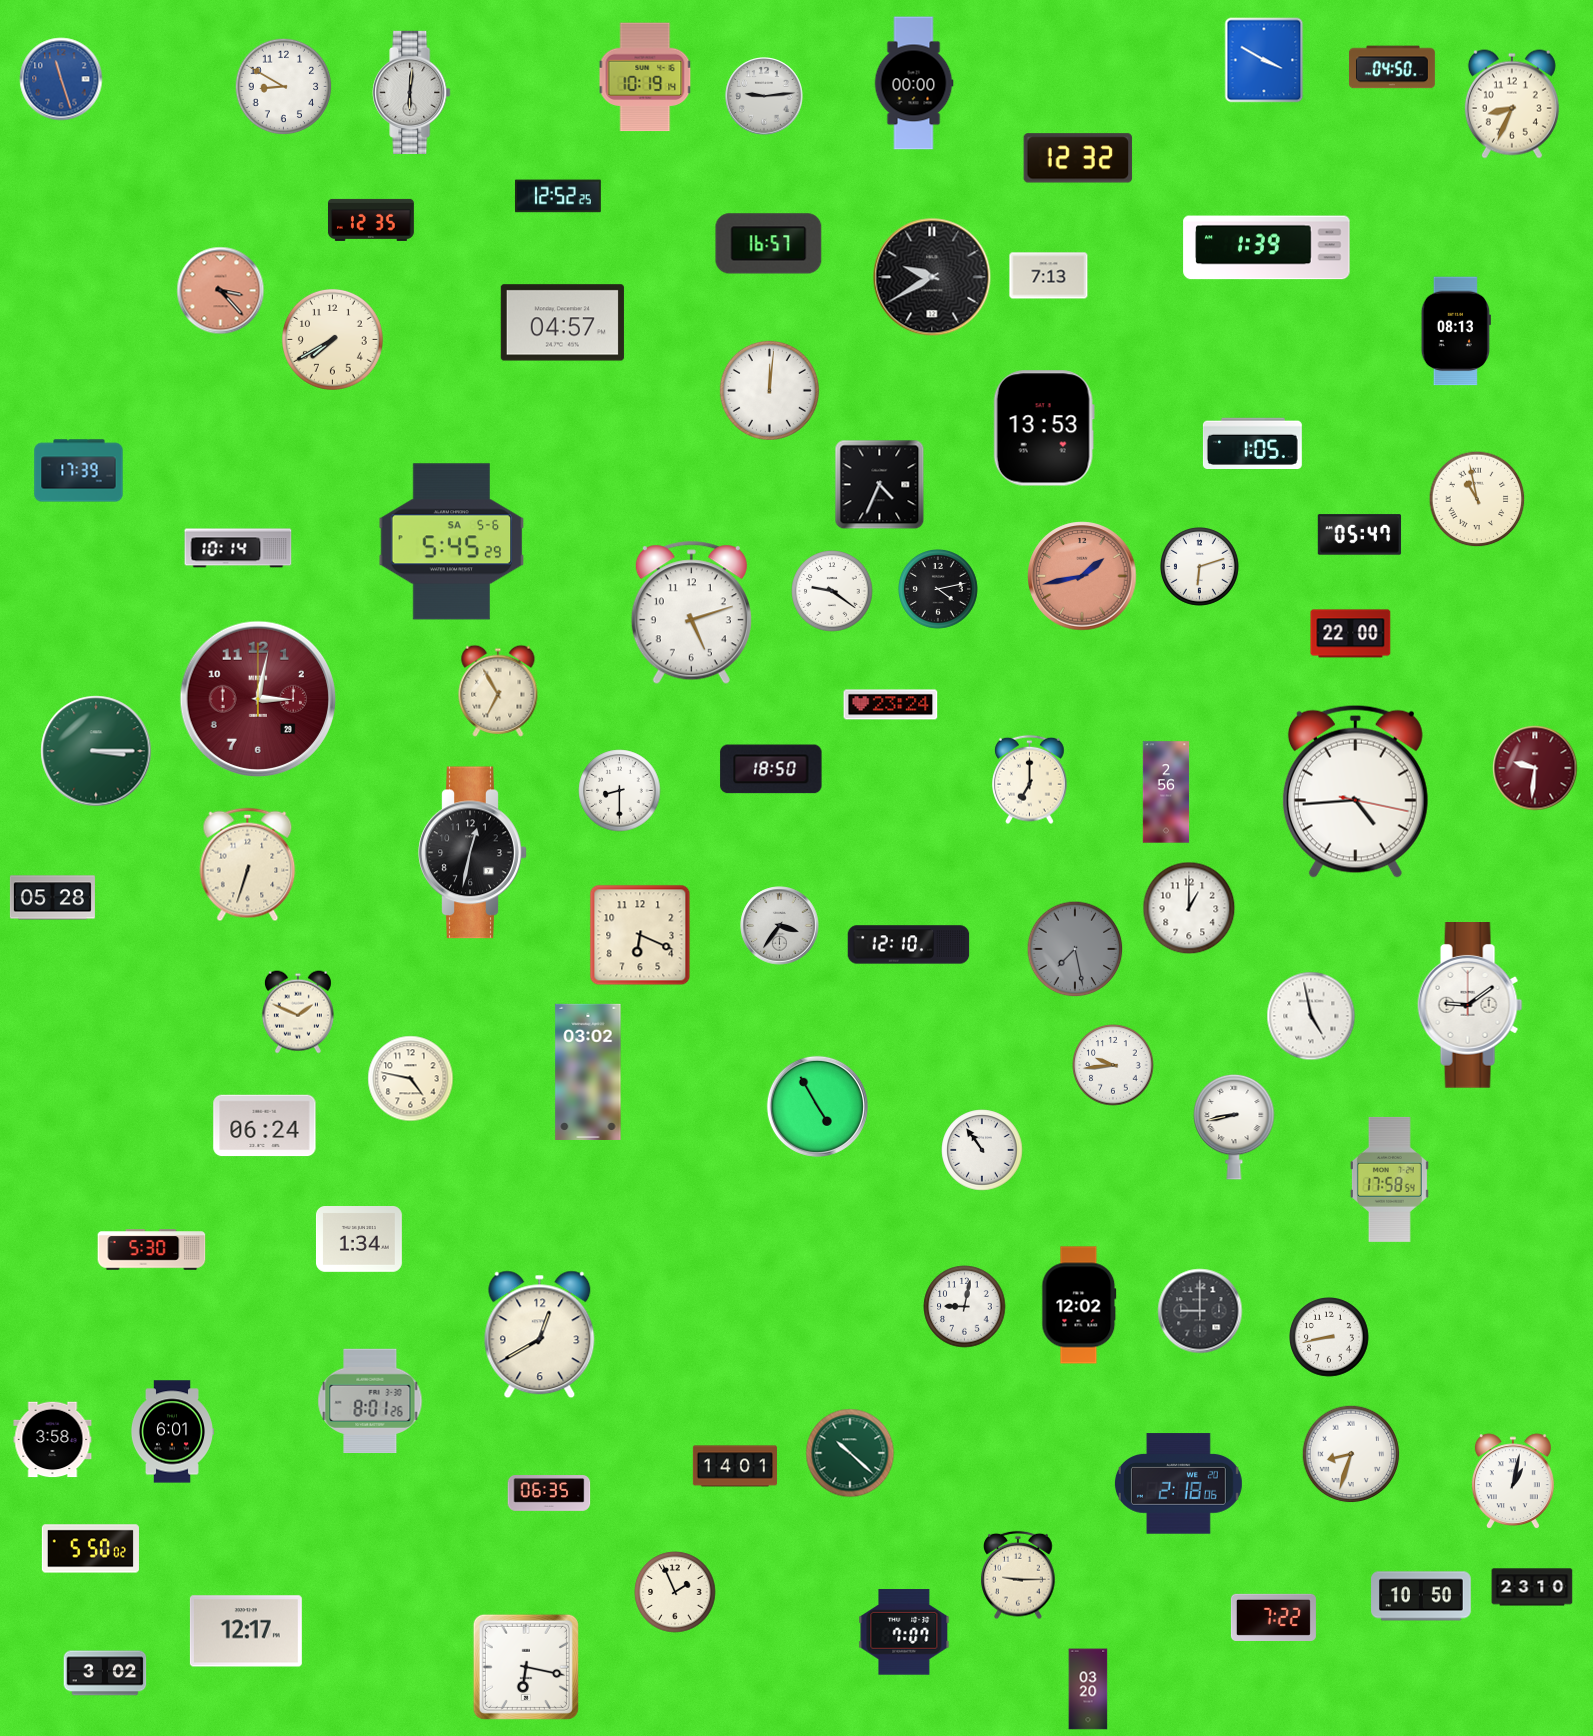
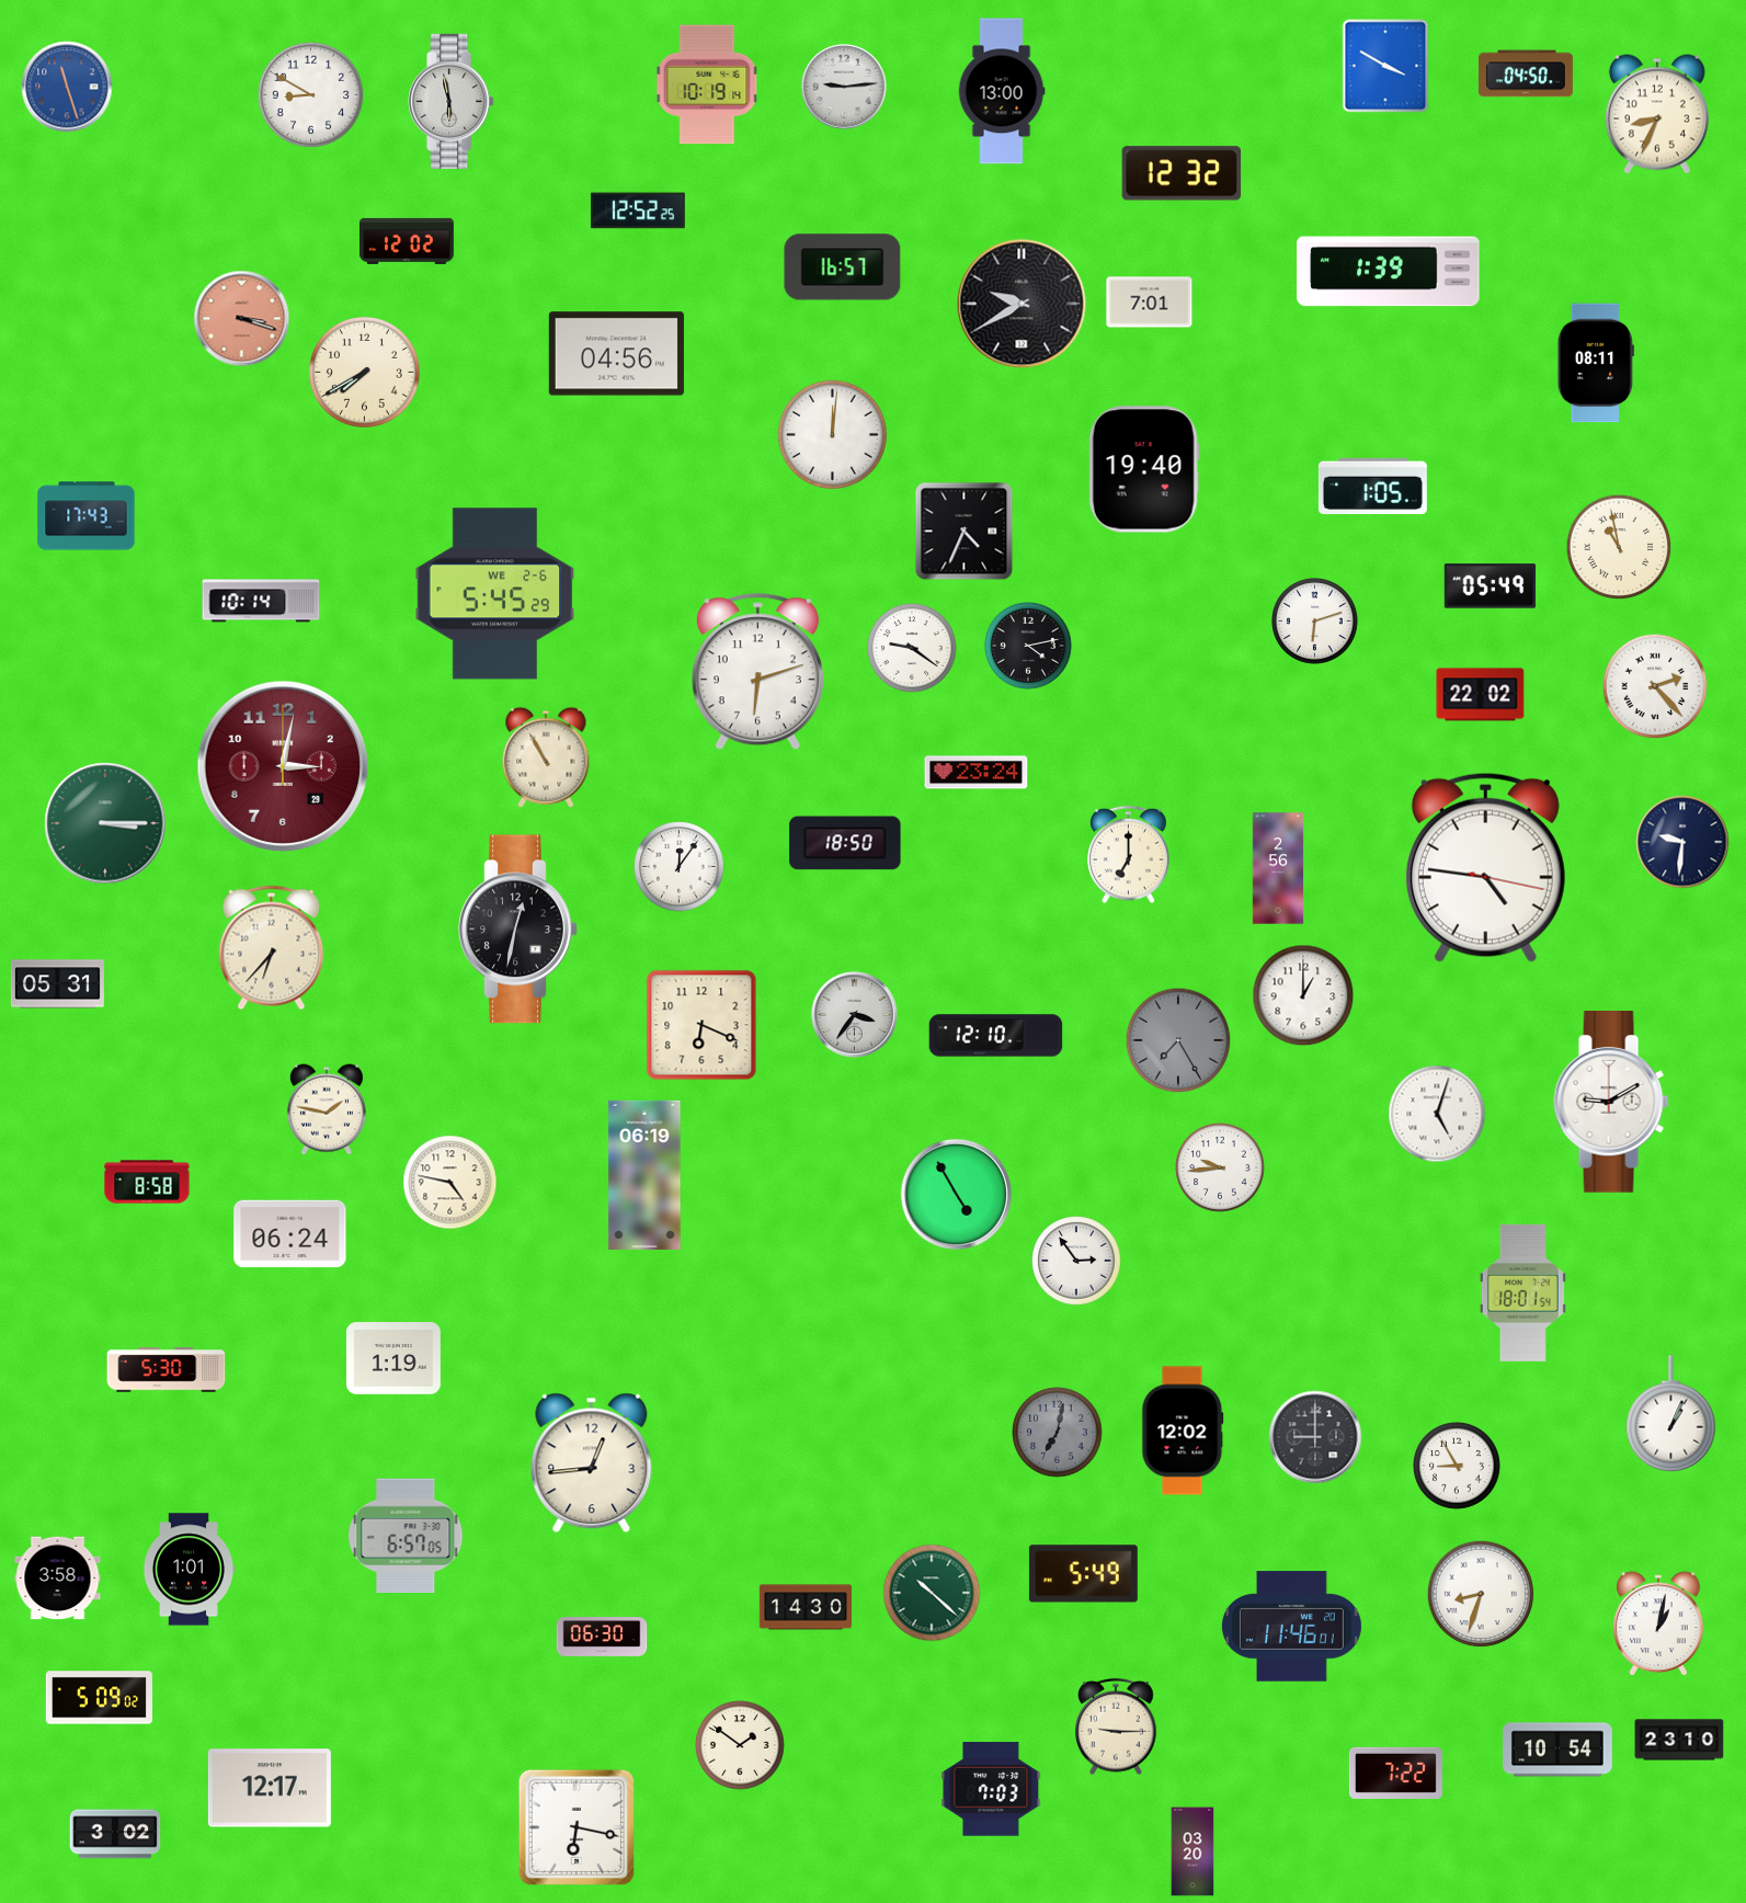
clock at (914, 83): 00:00 -> 13:00
clock at (412, 92): 6:01 -> 5:58
clock at (764, 96) position: (764, 96) -> (844, 87)
clock at (558, 196) position: (558, 196) -> (638, 210)
clock at (371, 220): 12:35 -> 12:02
clock at (1049, 276): 7:13 -> 7:01
clock at (221, 291): 3:23 -> 3:18
clock at (562, 323): 04:57 -> 04:56
clock at (1456, 331): 08:13 -> 08:11
clock at (769, 390) position: (769, 390) -> (832, 434)
clock at (1044, 428): 13:53 -> 19:40
clock at (79, 471): 17:39 -> 17:43
clock at (1360, 535): 05:47 -> 05:49
clock at (452, 542) date: SA 5-6 -> WE 2-6
clock at (1082, 576): 1:43 -> none
clock at (691, 613): 5:12 -> 6:12
clock at (1655, 686): none -> 2:23
clock at (1351, 634): 22:00 -> 22:02
clock at (498, 691): 6:55 -> 10:55
clock at (1535, 768) dial: burgundy -> navy
clock at (620, 791): 8:30 -> 12:06
clock at (1355, 791): 4:44 -> 4:46
clock at (473, 853) position: (473, 853) -> (518, 930)
clock at (248, 865): 6:33 -> 6:37
clock at (52, 898): 05:28 -> 05:31
clock at (1075, 949): 7:28 -> 7:25
clock at (1470, 1006): 9:09 -> 9:10
clock at (298, 1012): 1:49 -> 1:47
clock at (1311, 1016): 4:58 -> 5:03
clock at (588, 1072): 03:02 -> 06:19
clock at (147, 1182): none -> 8:58
clock at (817, 1106) position: (817, 1106) -> (956, 1194)
clock at (1234, 1127): 8:43 -> none
clock at (982, 1150): 10:54 -> 2:54
clock at (1389, 1179): 17:58 -> 18:01
clock at (359, 1240): 1:34 -> 1:19
clock at (1671, 1414): none -> 1:04
clock at (965, 1307): 9:02 -> 7:02
clock at (965, 1307) dial: white -> grey
clock at (540, 1335): 12:40 -> 12:44
clock at (1330, 1338): 8:43 -> 8:55
clock at (370, 1401): 8:01 -> 6:57
clock at (172, 1432): 6:01 -> 1:01
clock at (1083, 1574): none -> 5:49
clock at (735, 1466): 14:01 -> 14:30
clock at (1178, 1484): 2:18 -> 11:46
clock at (549, 1493): 06:35 -> 06:30
clock at (90, 1549): 5:50 -> 5:09
clock at (675, 1592): 1:56 -> 1:51
clock at (1421, 1596): 10:50 -> 10:54
clock at (904, 1632): 7:07 -> 7:03
